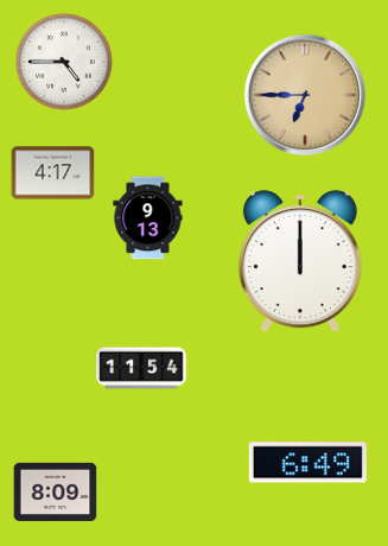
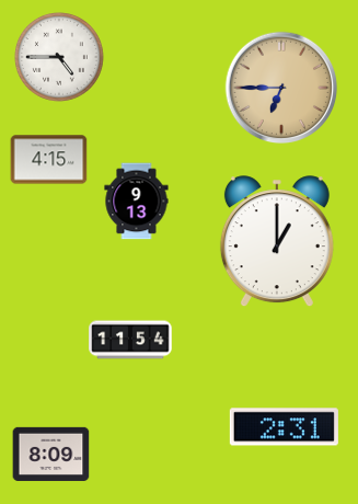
clock at (53, 173): 4:17 -> 4:15
clock at (300, 262): 12:00 -> 1:00
clock at (307, 463): 6:49 -> 2:31
